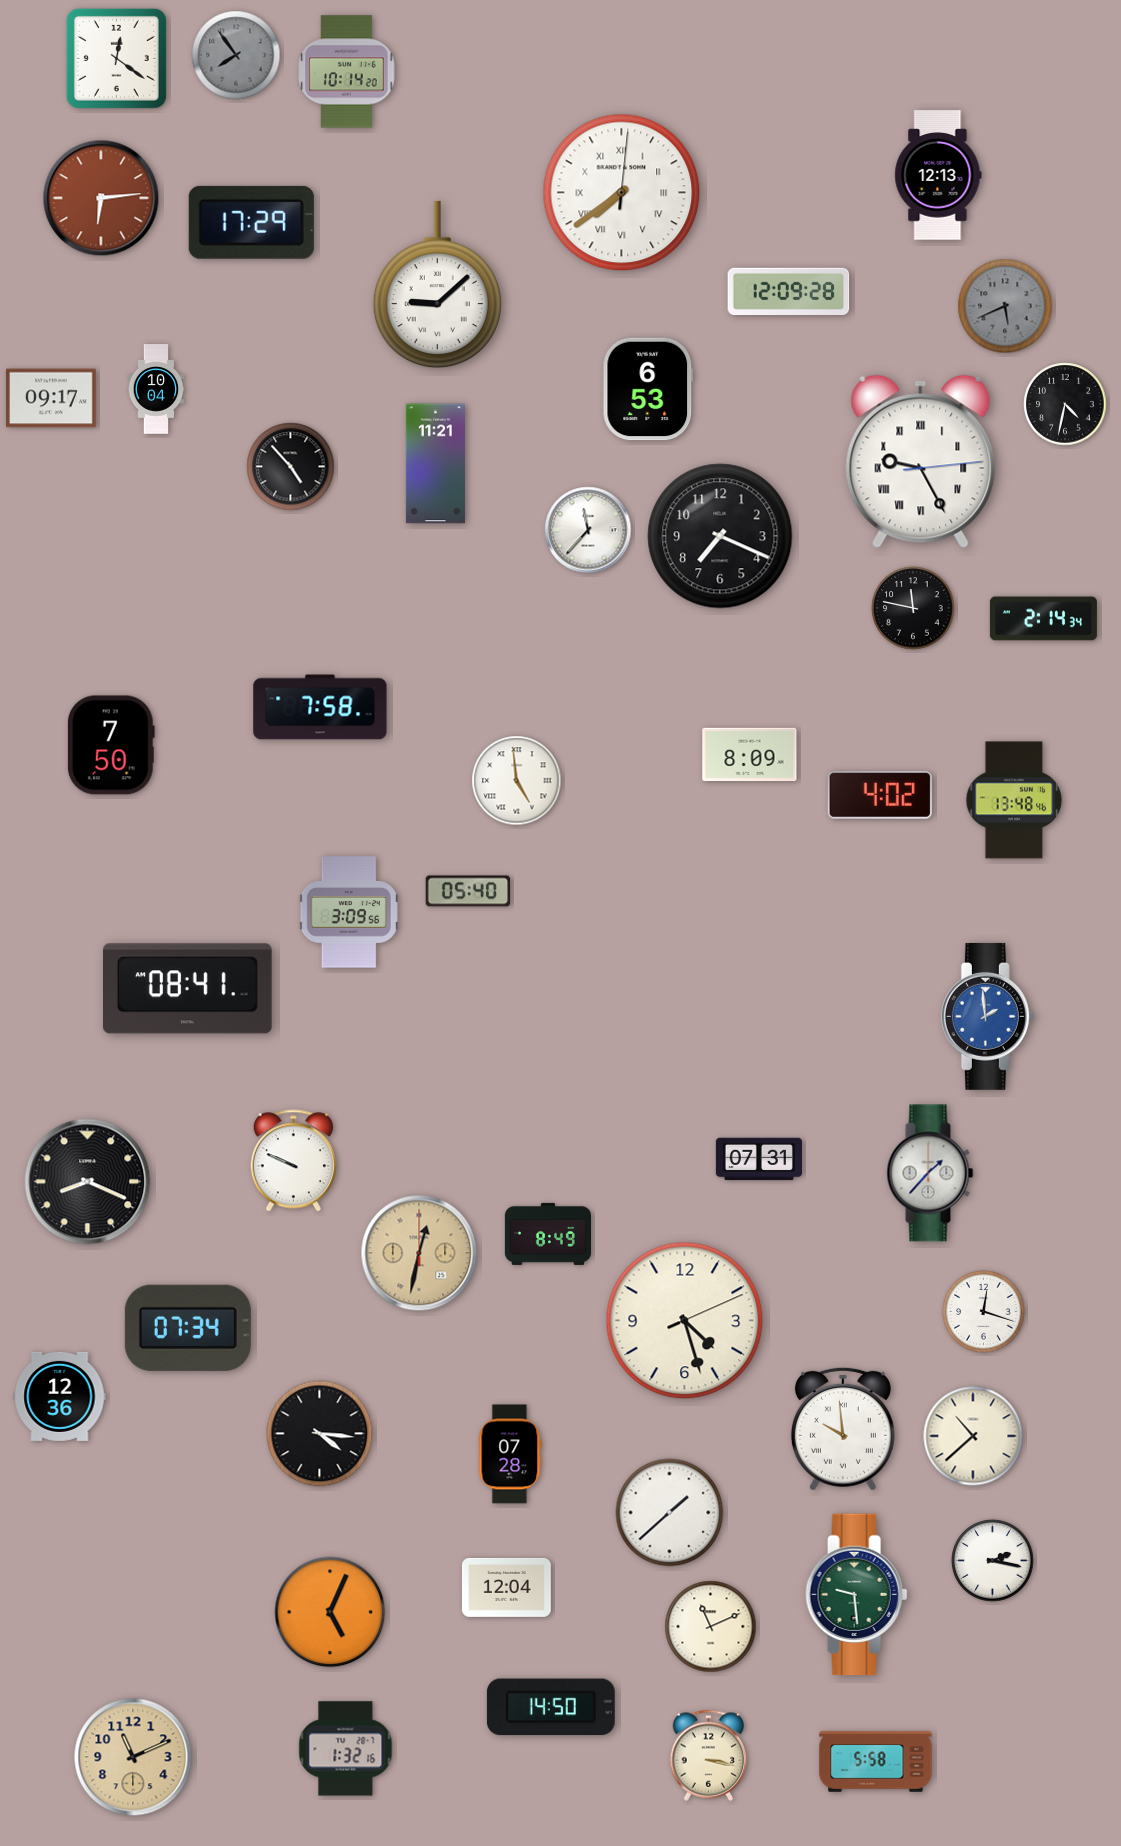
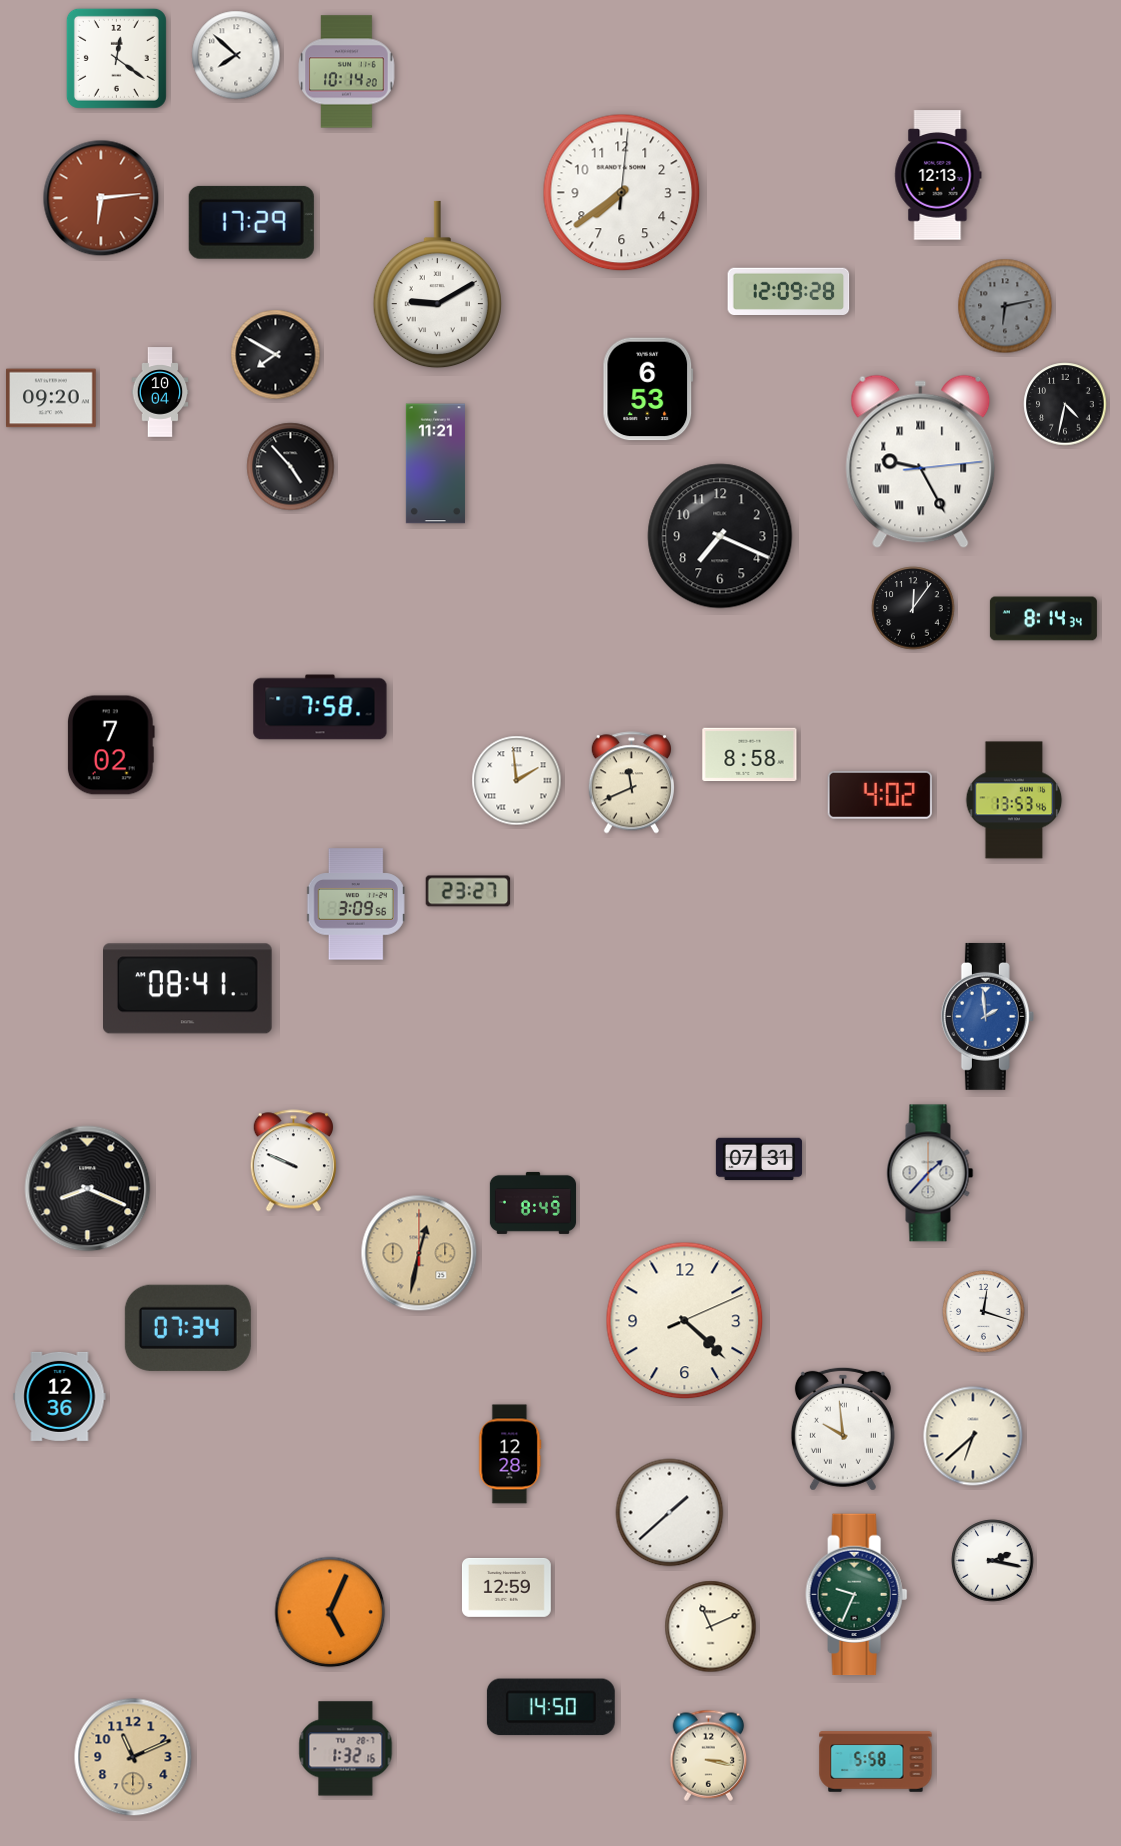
clock at (236, 55): 7:54 -> 7:52
clock at (236, 55) dial: grey -> white
clock at (622, 193) numerals: Roman -> Arabic
clock at (437, 285): 9:08 -> 9:10
clock at (1005, 306): 5:41 -> 6:13
clock at (276, 355): none -> 7:50
clock at (156, 389) position: (156, 389) -> (160, 392)
clock at (52, 398): 09:17 -> 09:20
clock at (588, 530): 11:37 -> none
clock at (913, 608): 11:47 -> 12:06
clock at (1043, 619): 2:14 -> 8:14
clock at (111, 745): 7:50 -> 7:02
clock at (750, 755): 8:09 -> 8:58
clock at (517, 781): 4:59 -> 1:59
clock at (631, 783): none -> 11:41
clock at (1014, 800): 13:48 -> 13:53
clock at (468, 891): 05:40 -> 23:27
clock at (349, 912) position: (349, 912) -> (356, 904)
clock at (88, 1182) position: (88, 1182) -> (88, 1189)
clock at (547, 1234) position: (547, 1234) -> (532, 1203)
clock at (685, 1321): 4:27 -> 4:22
clock at (320, 1434): 4:16 -> none
clock at (973, 1436): 10:38 -> 6:38
clock at (510, 1454): 07:28 -> 12:28
clock at (506, 1587): 12:04 -> 12:59
clock at (857, 1595): 9:29 -> 9:34
